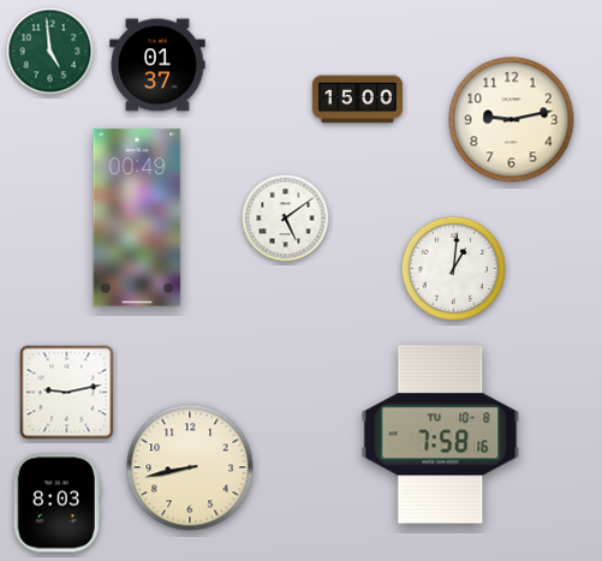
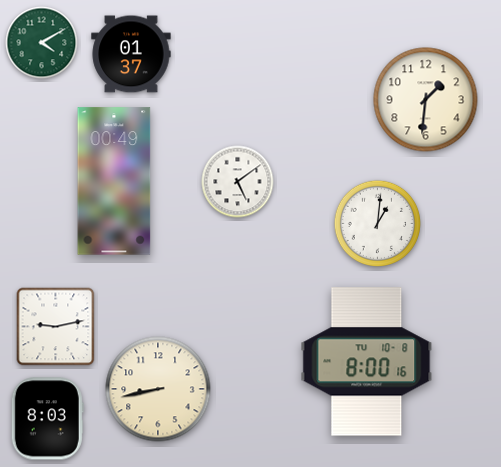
clock at (50, 52): 4:59 -> 4:10
clock at (357, 100): 15:00 -> none
clock at (512, 120): 9:13 -> 1:31
clock at (441, 435): 7:58 -> 8:00
